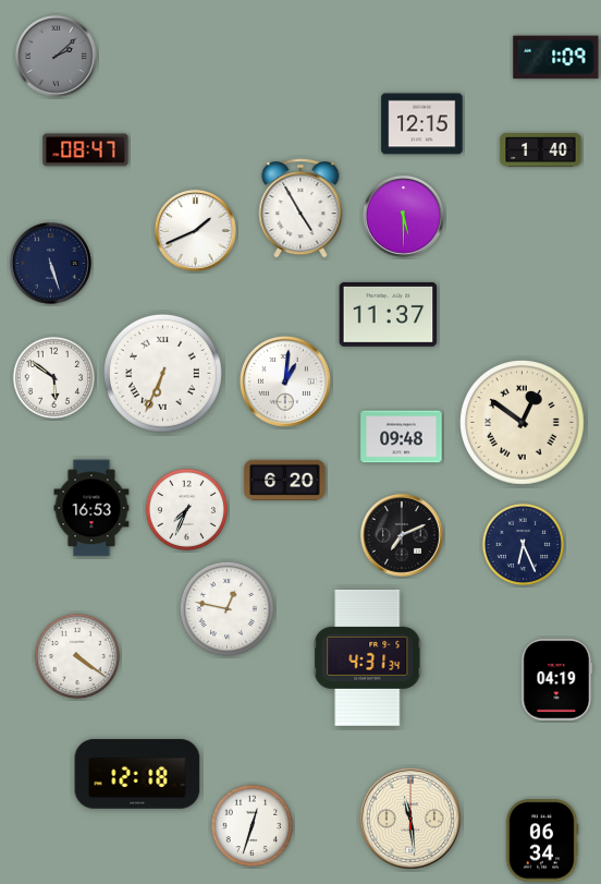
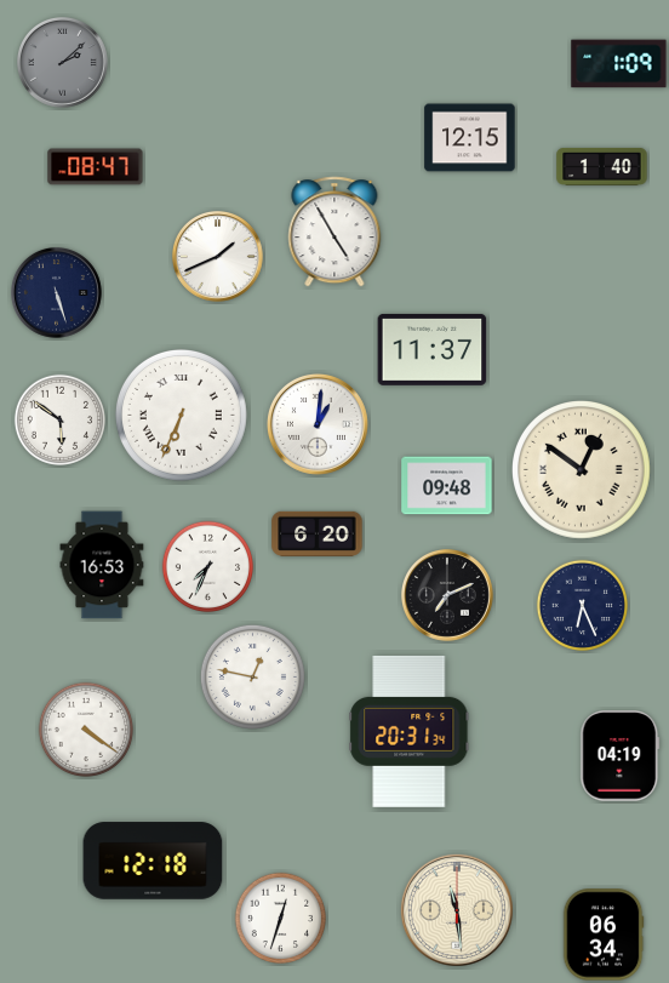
clock at (404, 217): 5:30 -> none
clock at (368, 657): 4:31 -> 20:31
